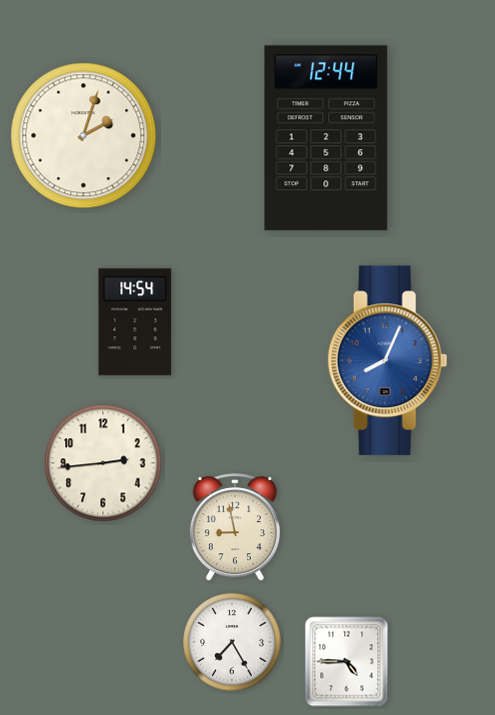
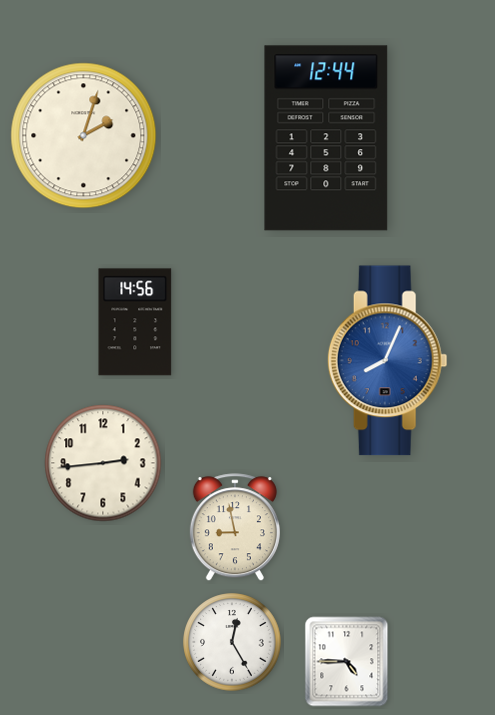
clock at (135, 322): 14:54 -> 14:56
clock at (232, 642): 7:25 -> 12:25
